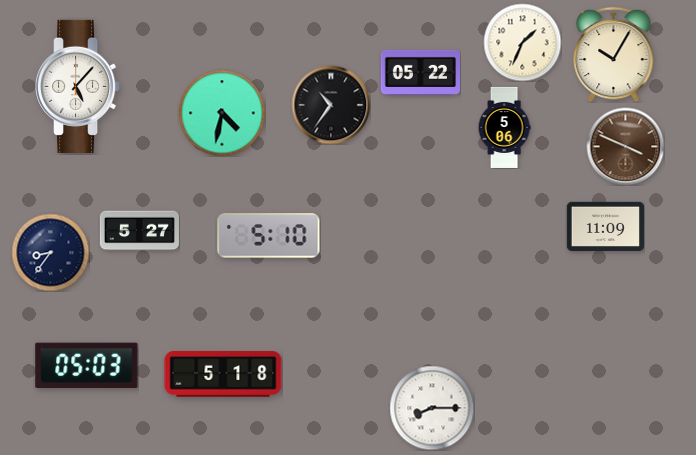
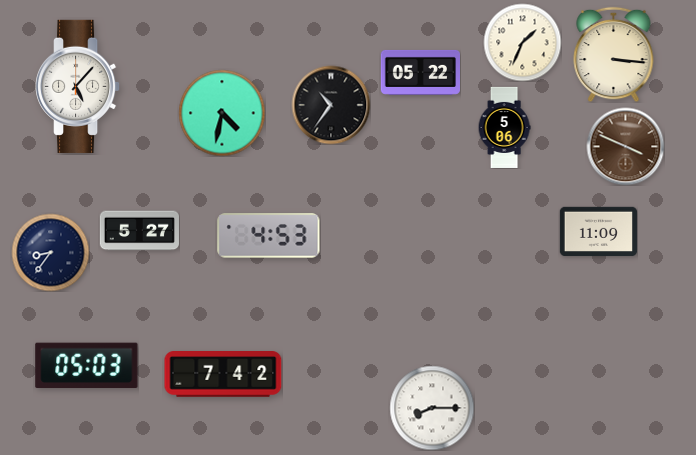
clock at (614, 54): 10:05 -> 3:16
clock at (605, 227) position: (605, 227) -> (598, 232)
clock at (269, 236): 5:10 -> 4:53
clock at (223, 374): 5:18 -> 7:42
